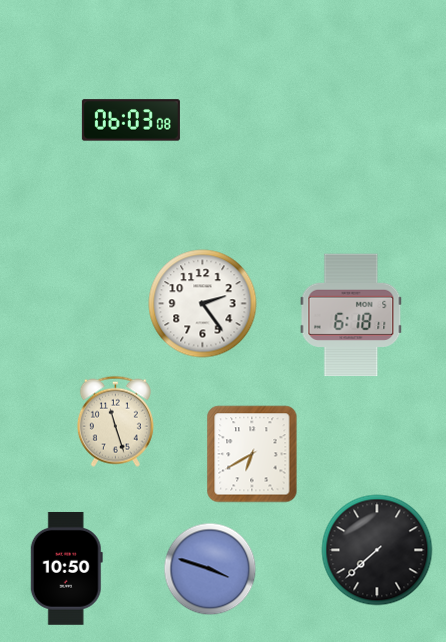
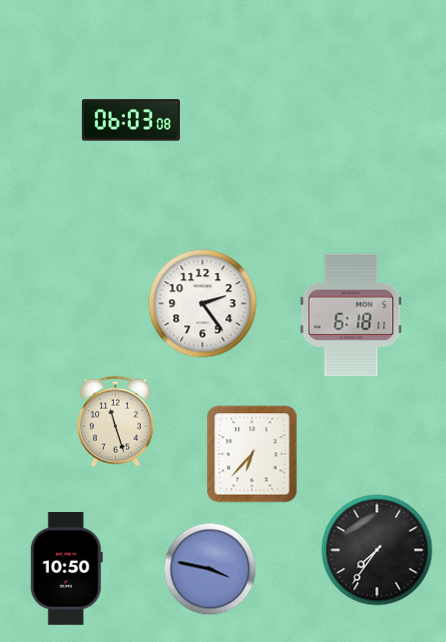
clock at (252, 454): 6:40 -> 6:37
clock at (377, 550): 7:38 -> 7:36
clock at (210, 569): 3:48 -> 3:47
